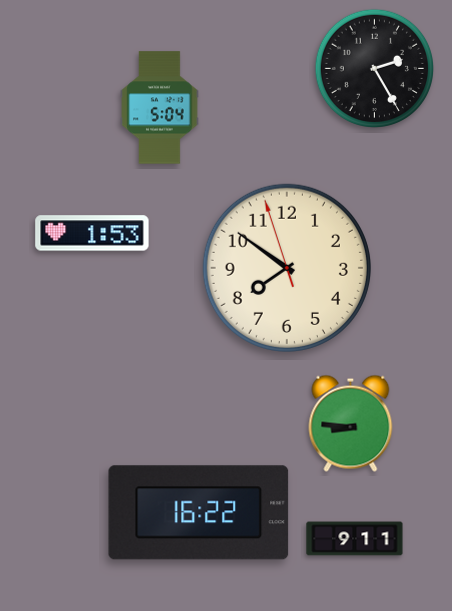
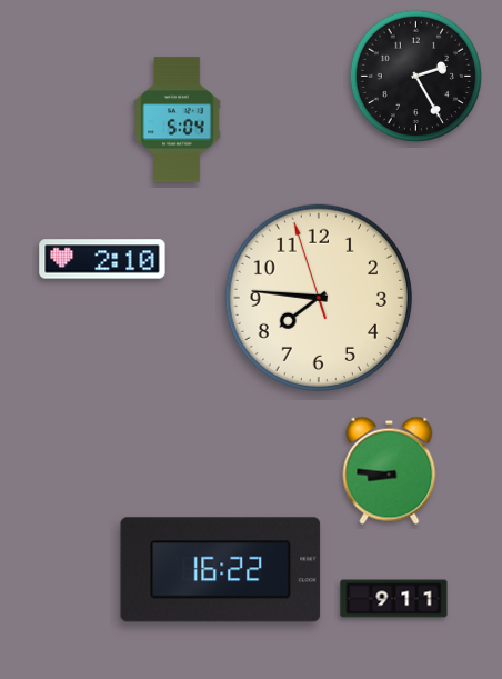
clock at (92, 233): 1:53 -> 2:10
clock at (287, 268): 7:50 -> 7:45
